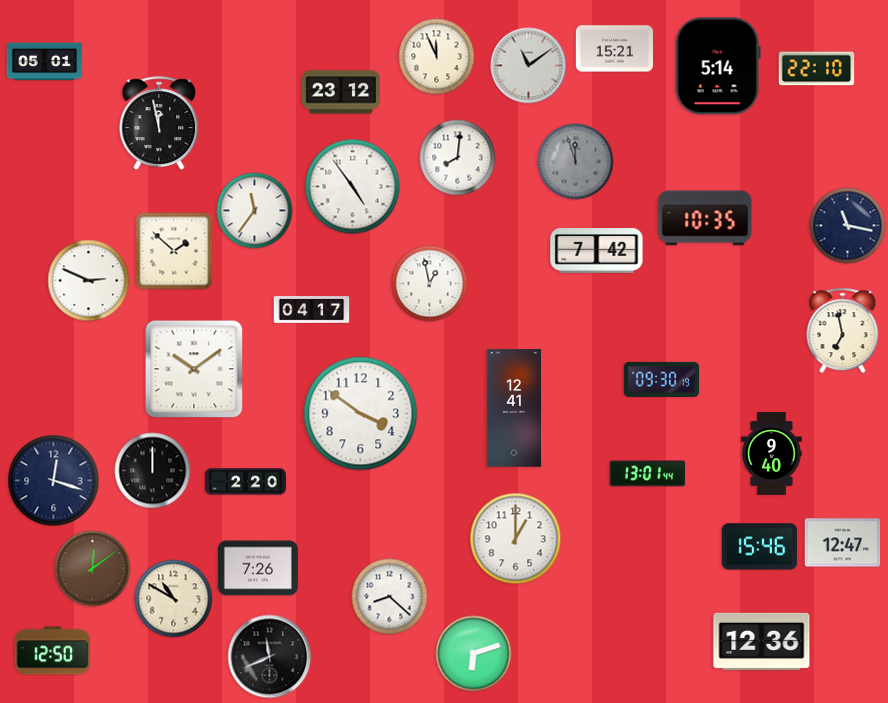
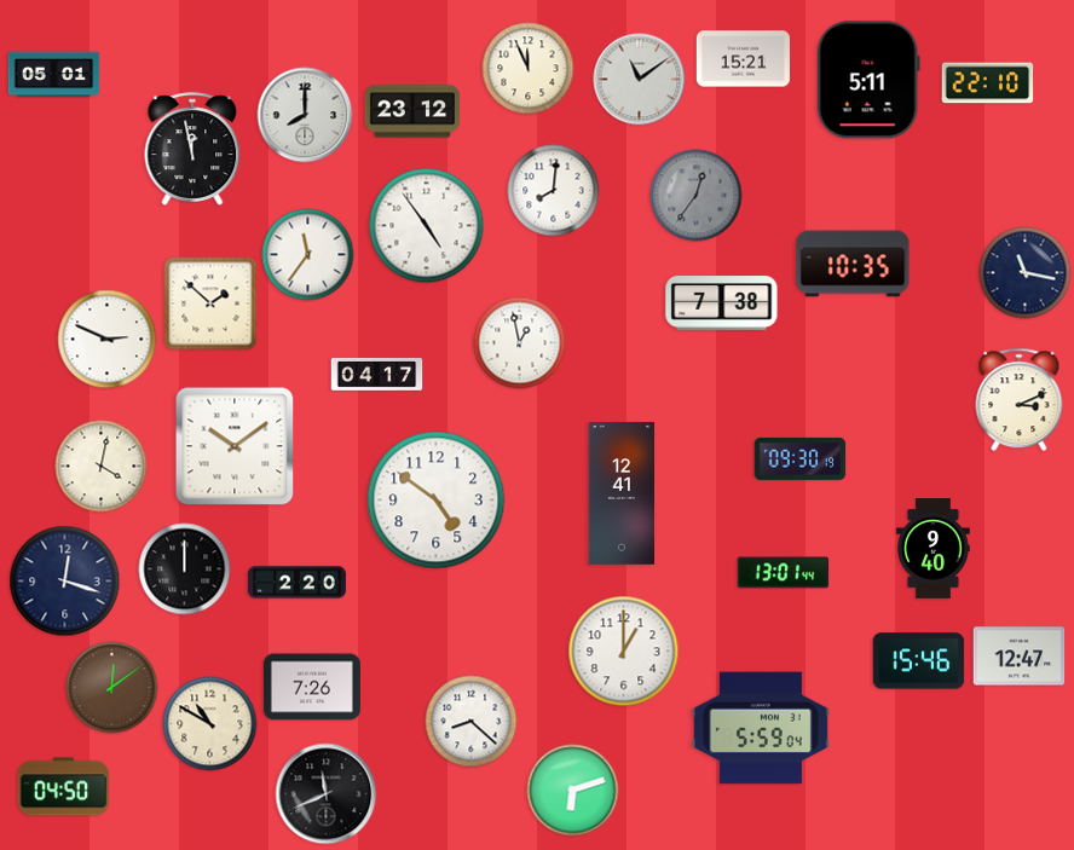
clock at (718, 66): 5:14 -> 5:11
clock at (305, 115): none -> 8:00
clock at (576, 162): 11:57 -> 12:36
clock at (597, 251): 7:42 -> 7:38
clock at (843, 331): 6:58 -> 3:11
clock at (102, 467): none -> 4:02
clock at (361, 414): 3:51 -> 4:51
clock at (761, 728): none -> 5:59
clock at (762, 641): 12:36 -> none
clock at (53, 651): 12:50 -> 04:50
